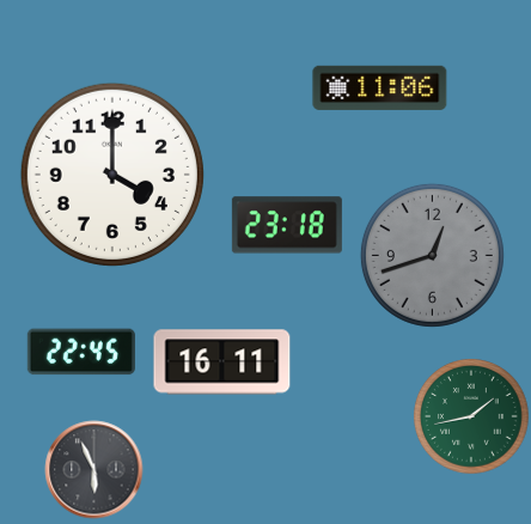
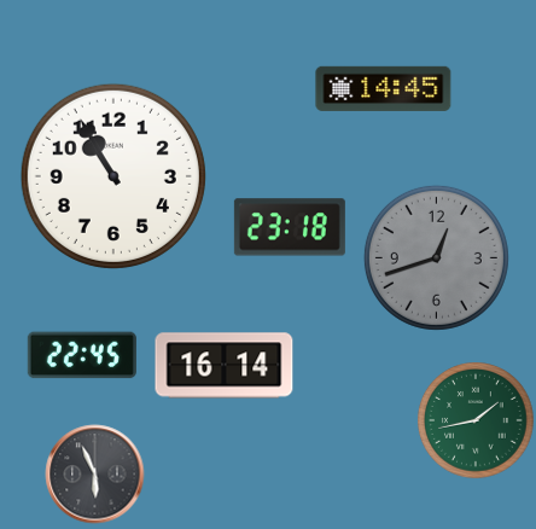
clock at (380, 87): 11:06 -> 14:45
clock at (112, 175): 4:00 -> 10:55
clock at (222, 362): 16:11 -> 16:14
